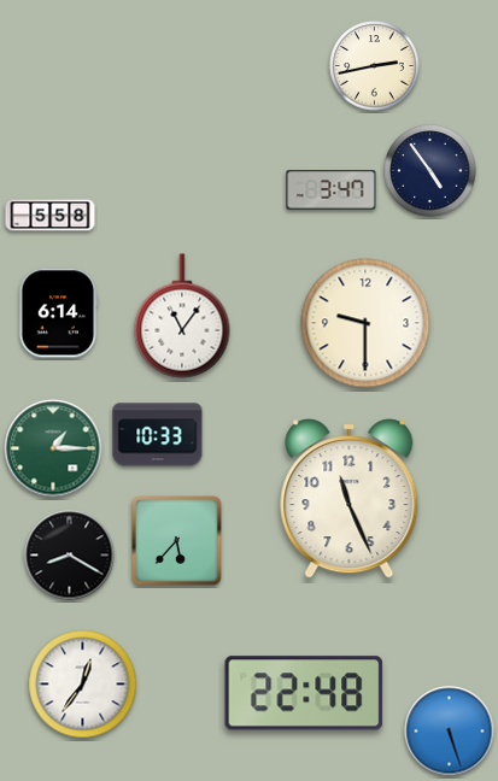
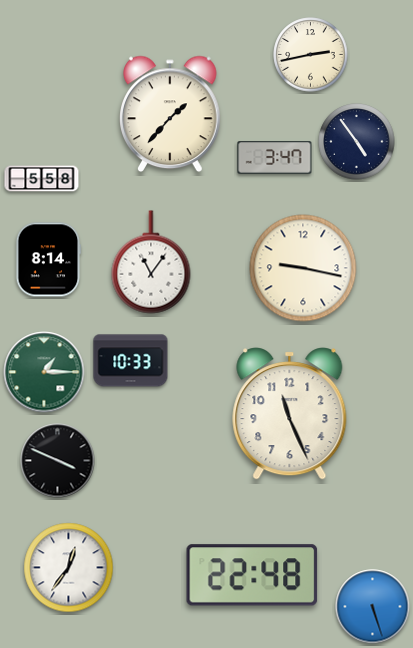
clock at (171, 114): none -> 1:37
clock at (59, 313): 6:14 -> 8:14
clock at (365, 323): 9:30 -> 9:17
clock at (177, 541): 5:37 -> none
clock at (70, 556): 8:20 -> 3:49
